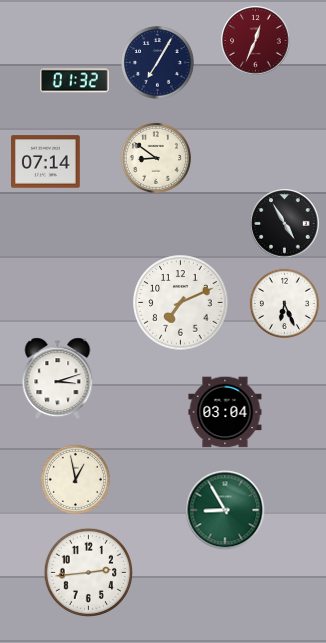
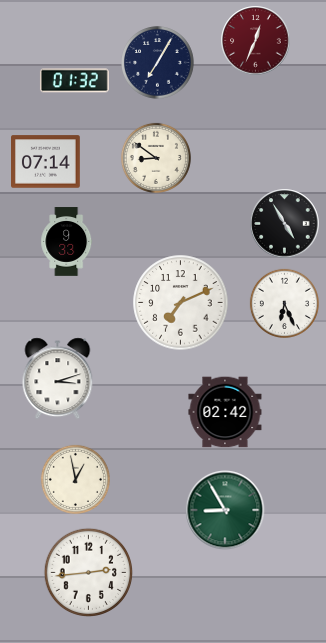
clock at (67, 242): none -> 9:33
clock at (225, 412): 03:04 -> 02:42
